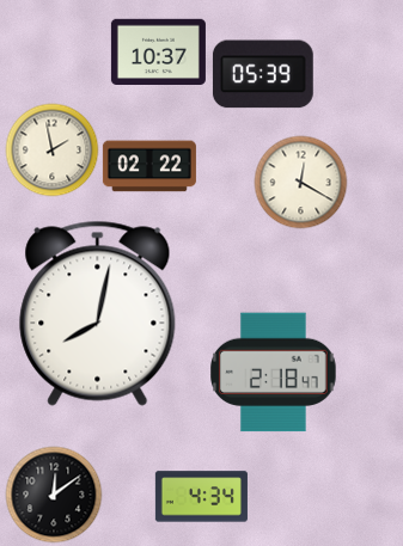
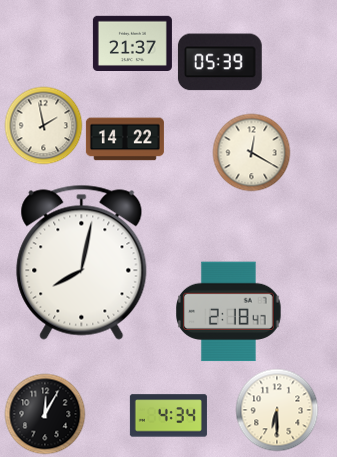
clock at (158, 51): 10:37 -> 21:37
clock at (149, 166): 02:22 -> 14:22
clock at (277, 410): none -> 6:30
clock at (54, 495): 12:09 -> 12:05
